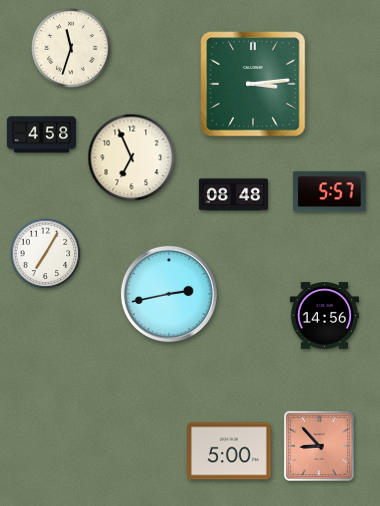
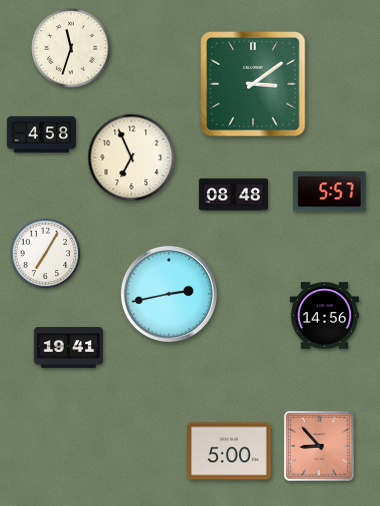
clock at (254, 85): 3:14 -> 3:09
clock at (68, 348): none -> 19:41
